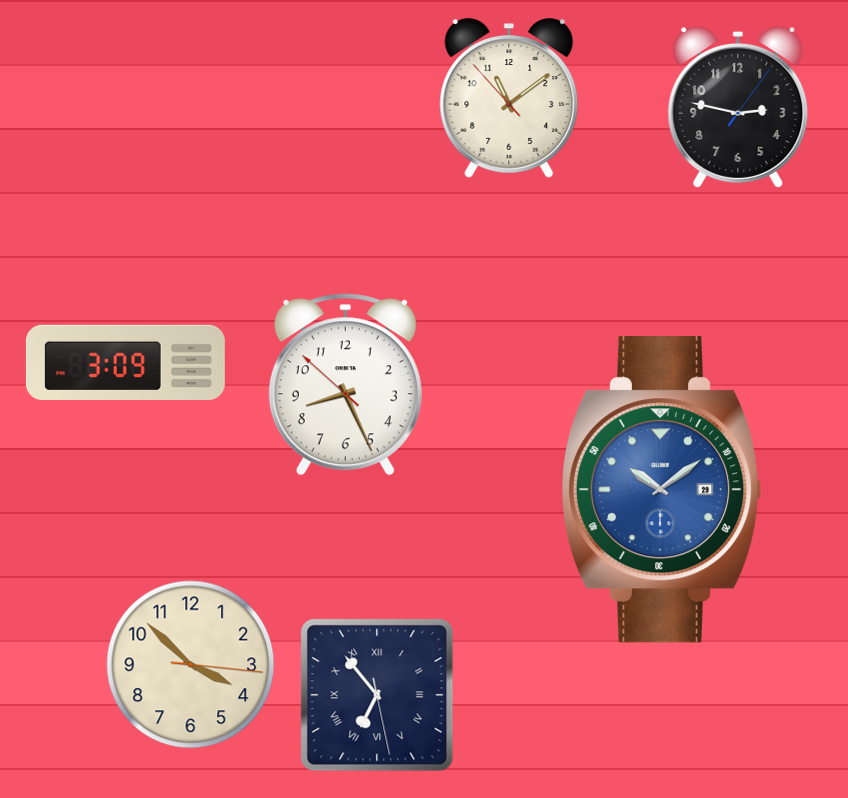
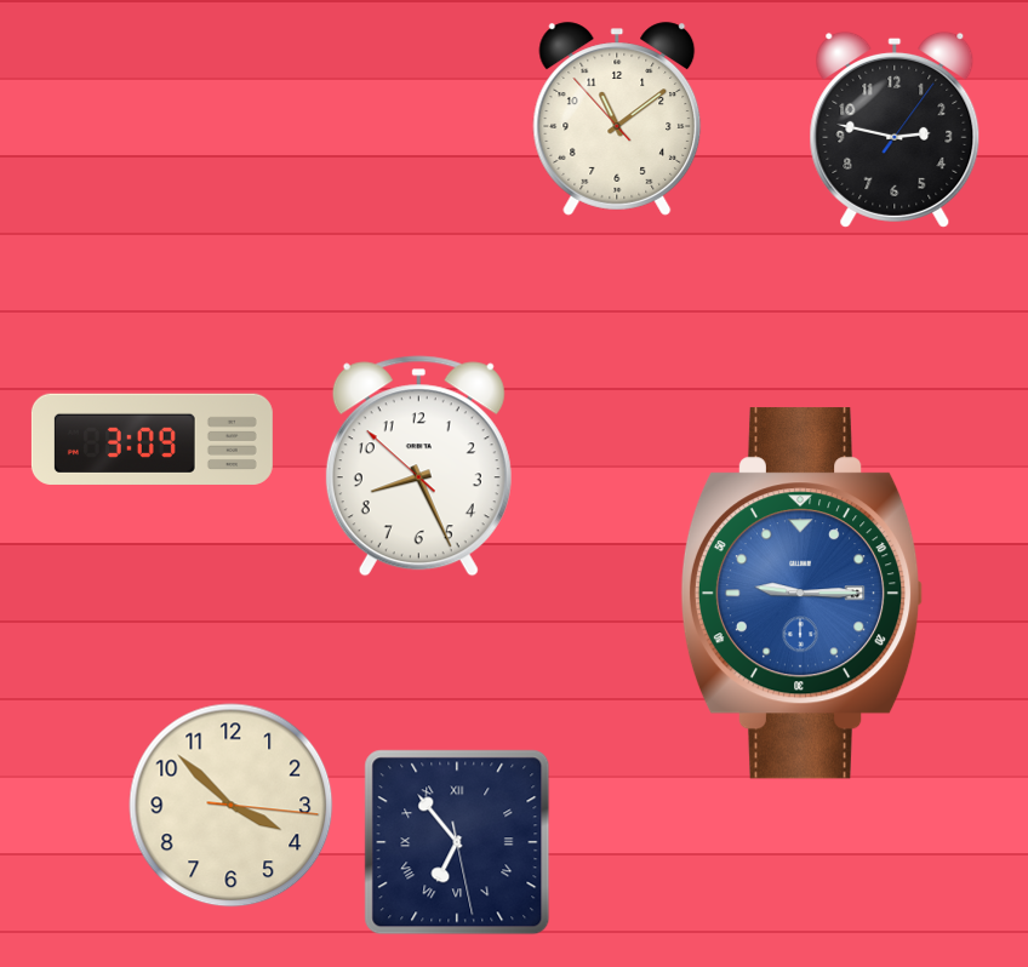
clock at (661, 490): 10:09 -> 9:15
